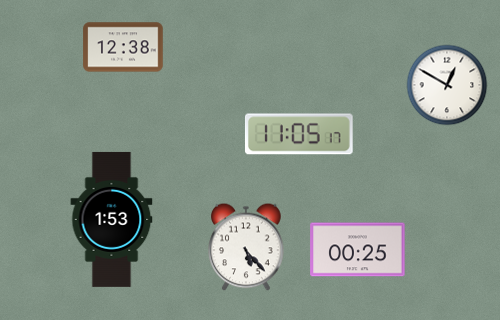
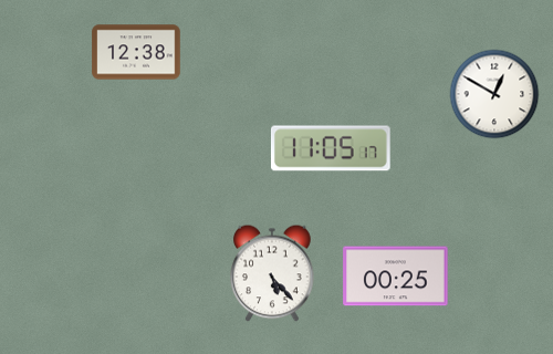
clock at (112, 219): 1:53 -> none
